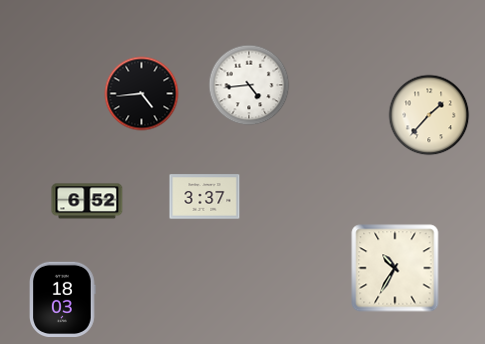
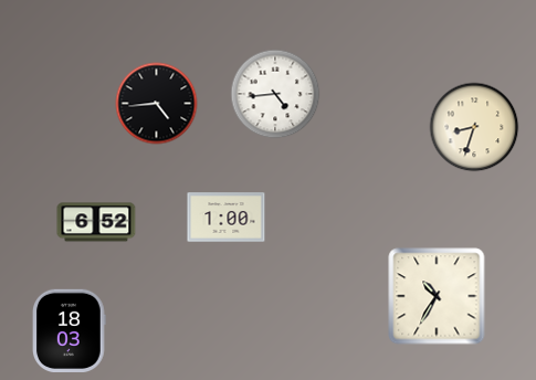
clock at (429, 115): 1:37 -> 8:33
clock at (205, 197): 3:37 -> 1:00
